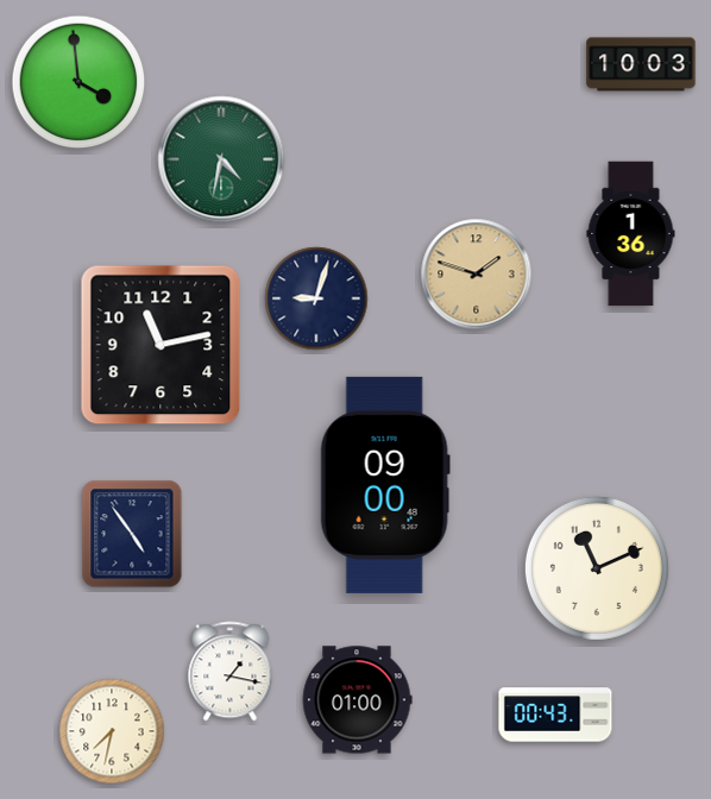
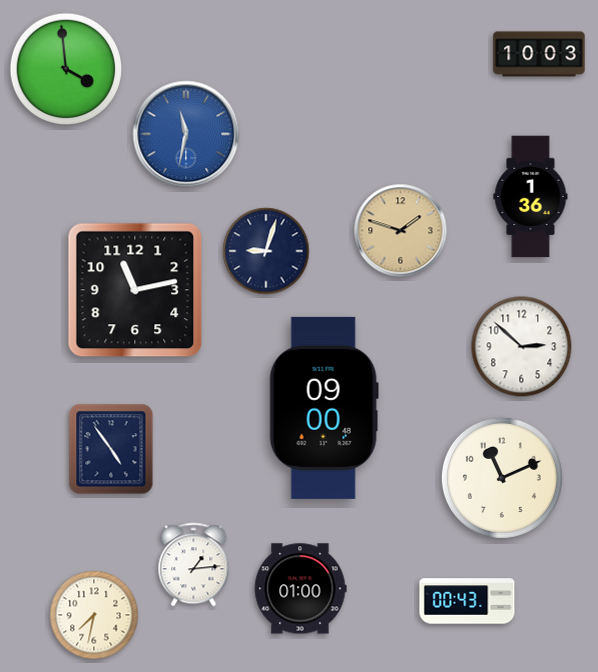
clock at (221, 159): 4:32 -> 11:32
clock at (221, 159) dial: green -> blue
clock at (522, 347): none -> 2:52
clock at (231, 672): 1:17 -> 1:14
